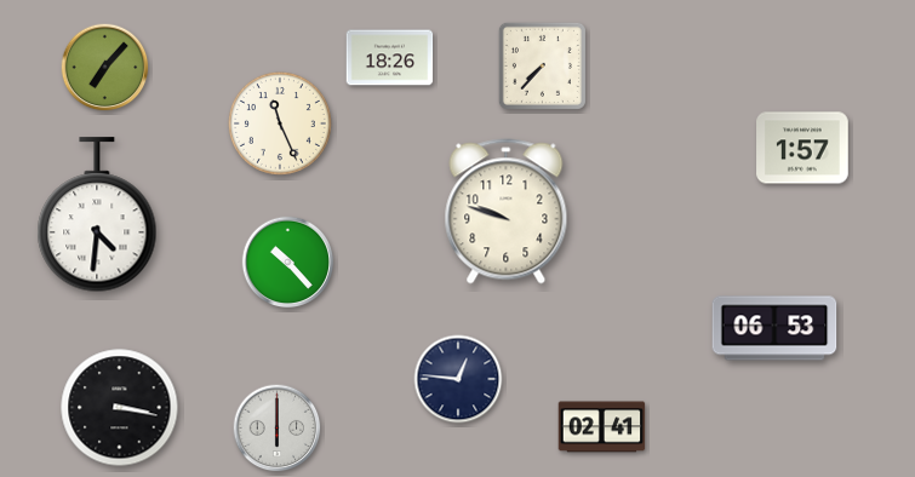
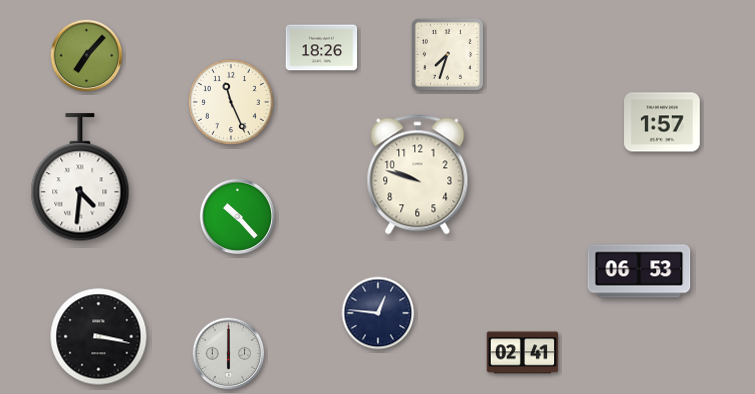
clock at (542, 65): 7:37 -> 7:33
clock at (602, 427) position: (602, 427) -> (523, 353)
